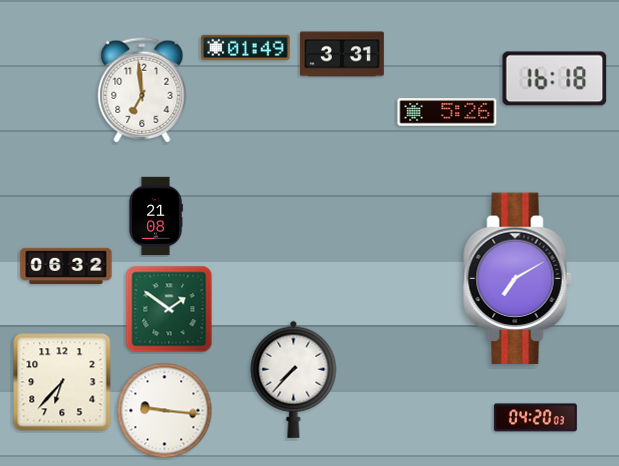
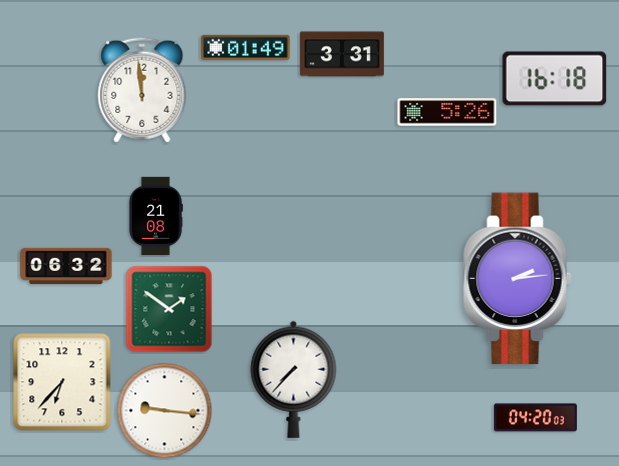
clock at (142, 90): 6:59 -> 11:59
clock at (518, 279): 7:10 -> 2:14
